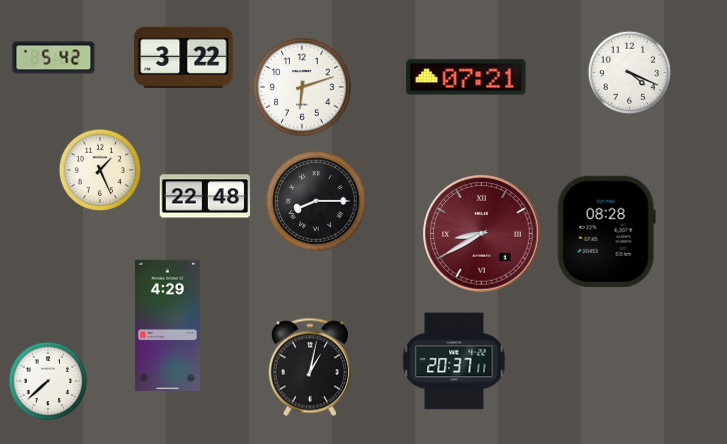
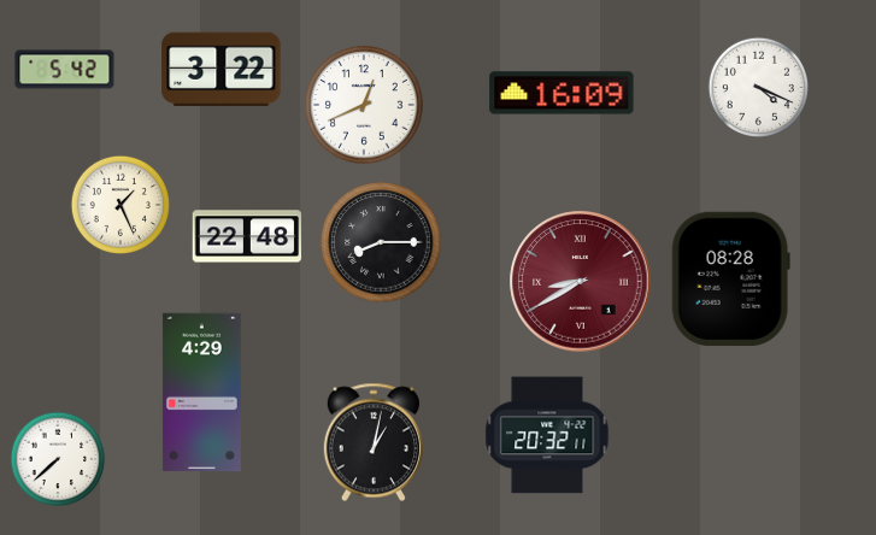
clock at (466, 77): 07:21 -> 16:09
clock at (302, 87): 6:12 -> 12:41
clock at (454, 361): 20:37 -> 20:32
